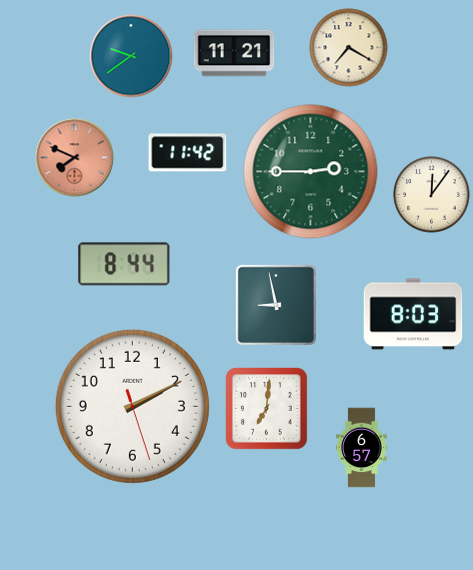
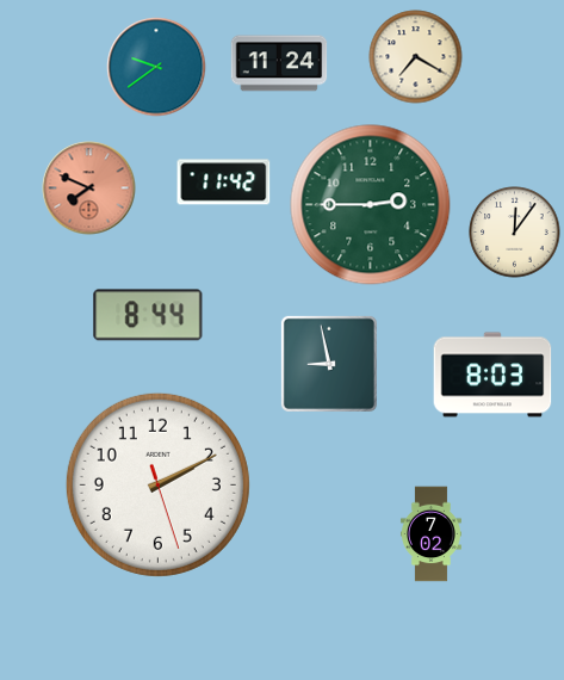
clock at (234, 53): 11:21 -> 11:24
clock at (267, 409): 7:01 -> none
clock at (361, 448): 6:57 -> 7:02
